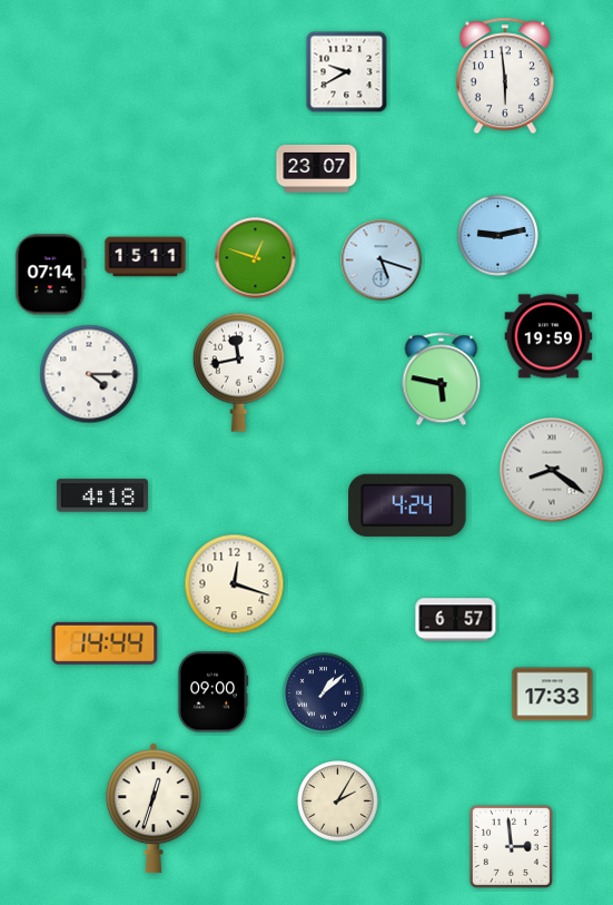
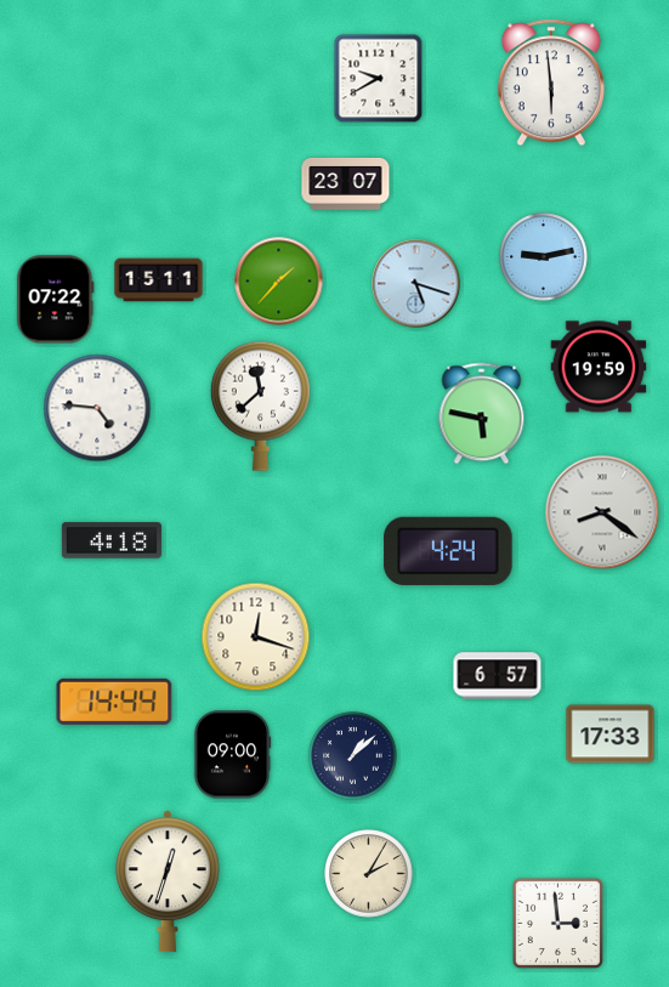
clock at (256, 258): 12:48 -> 1:37
clock at (51, 275): 07:14 -> 07:22
clock at (238, 372): 11:43 -> 11:38
clock at (89, 374): 4:15 -> 4:46
clock at (407, 505) position: (407, 505) -> (448, 551)
clock at (553, 695) position: (553, 695) -> (611, 734)
